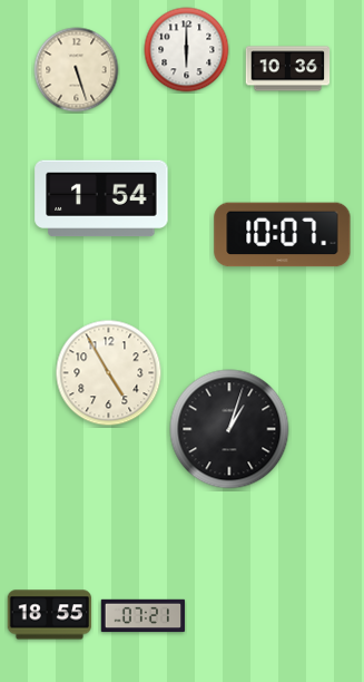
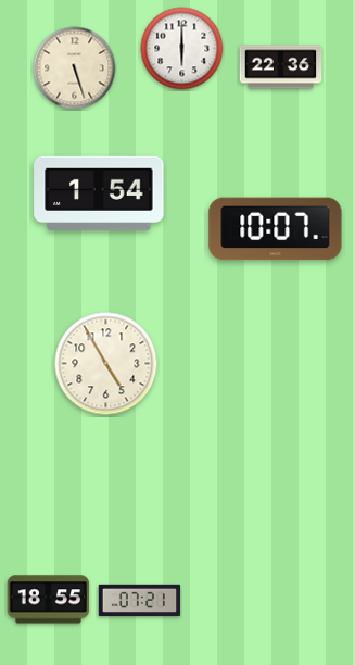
clock at (288, 69): 10:36 -> 22:36
clock at (229, 429): 1:03 -> none
